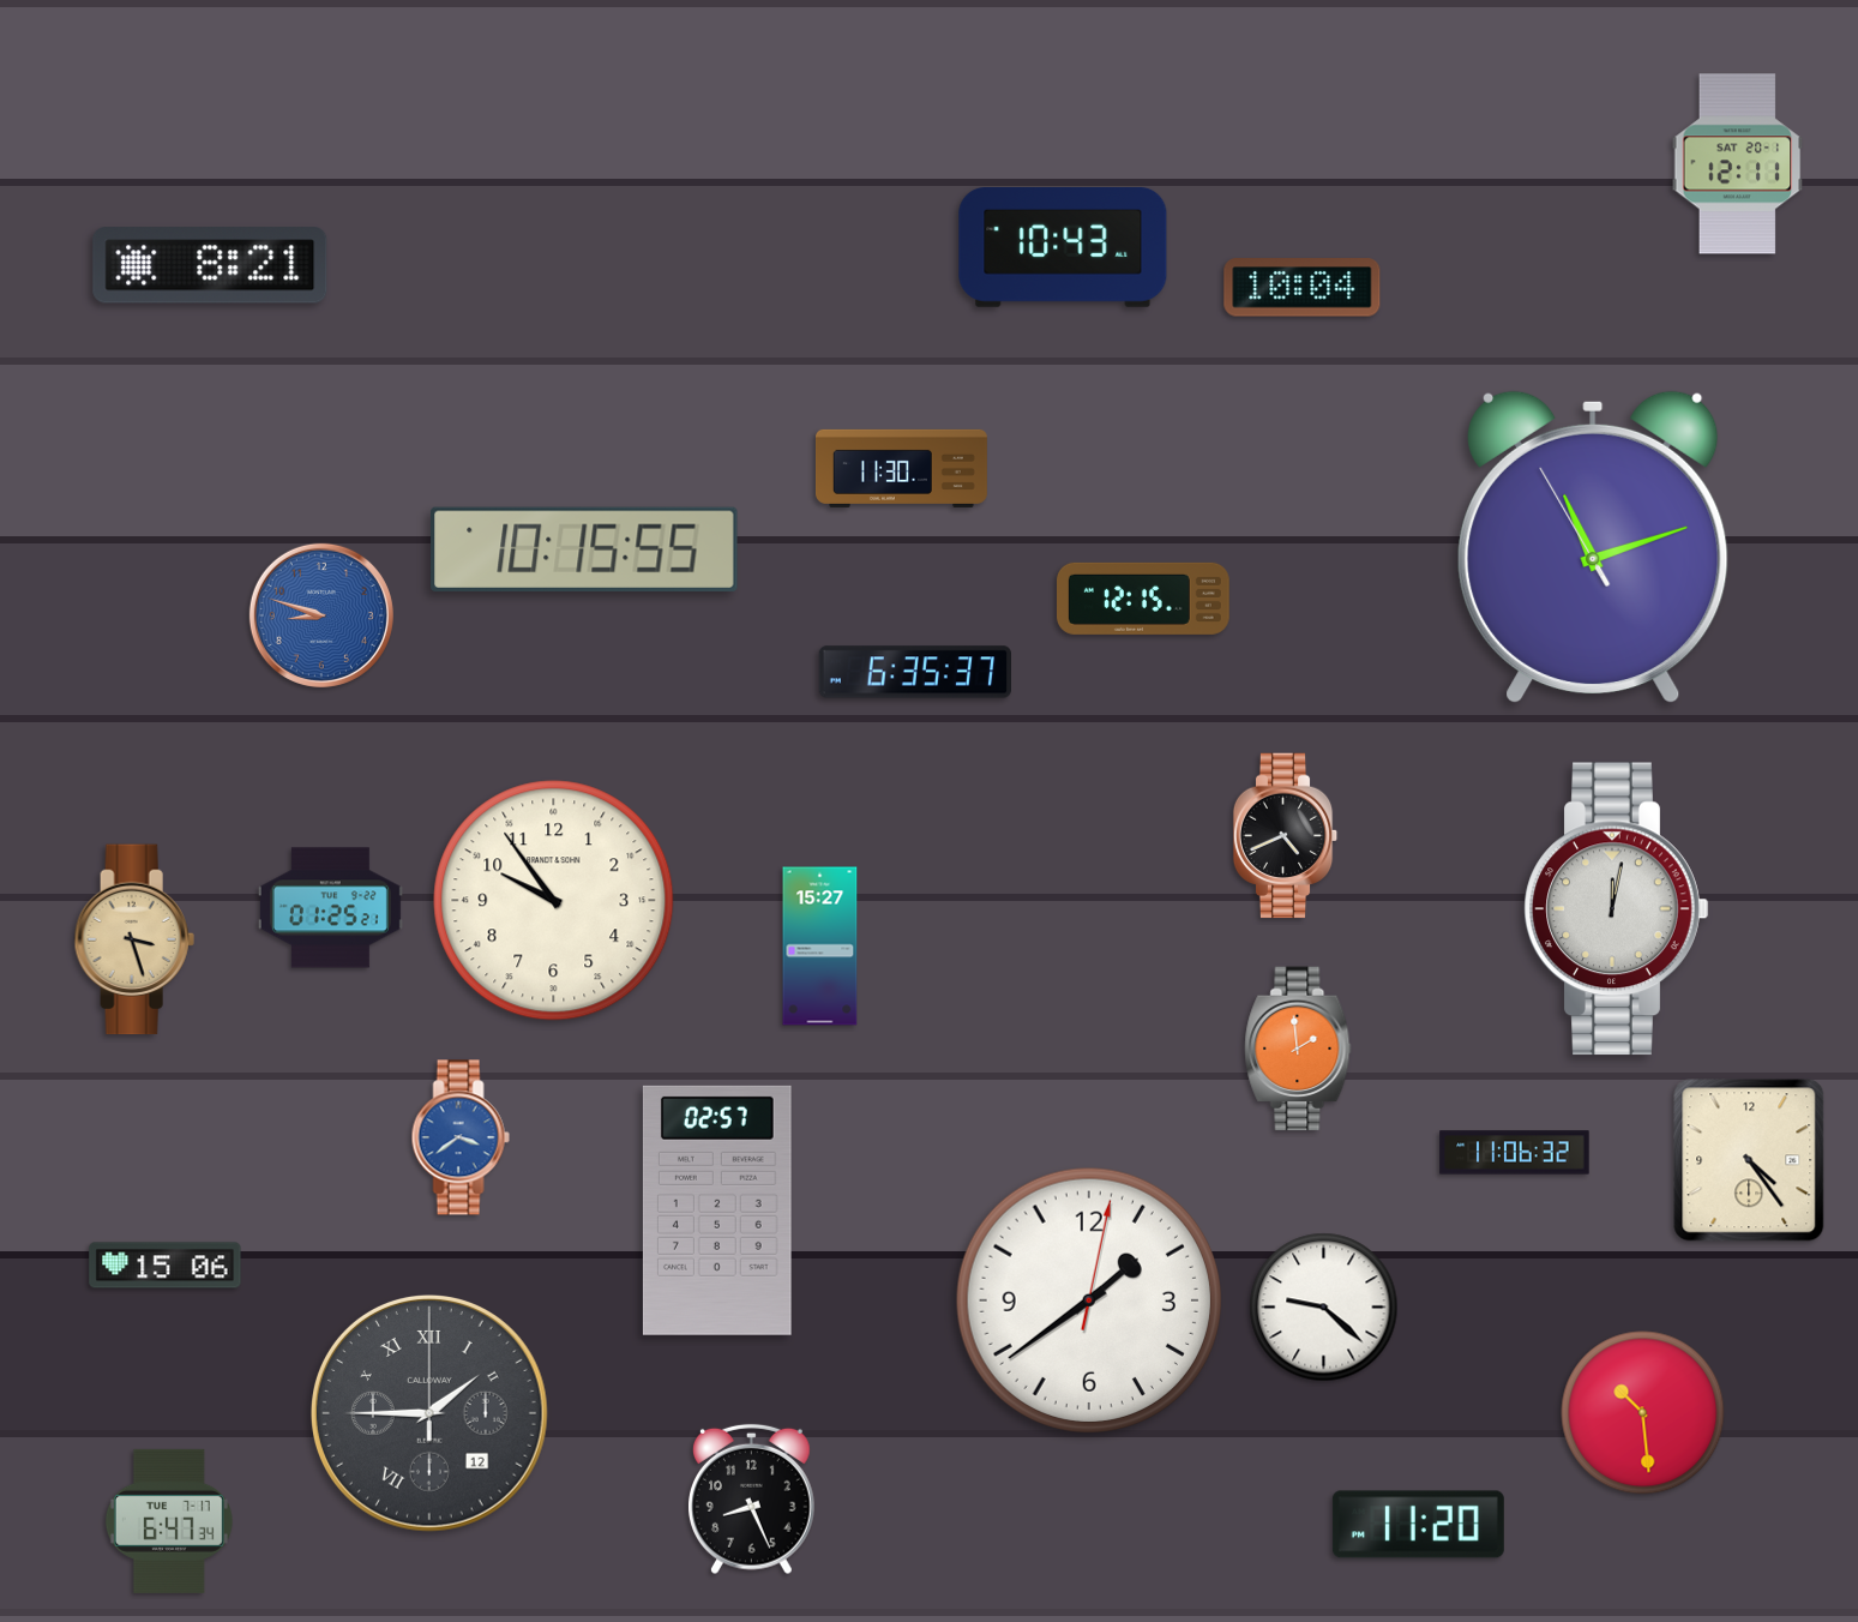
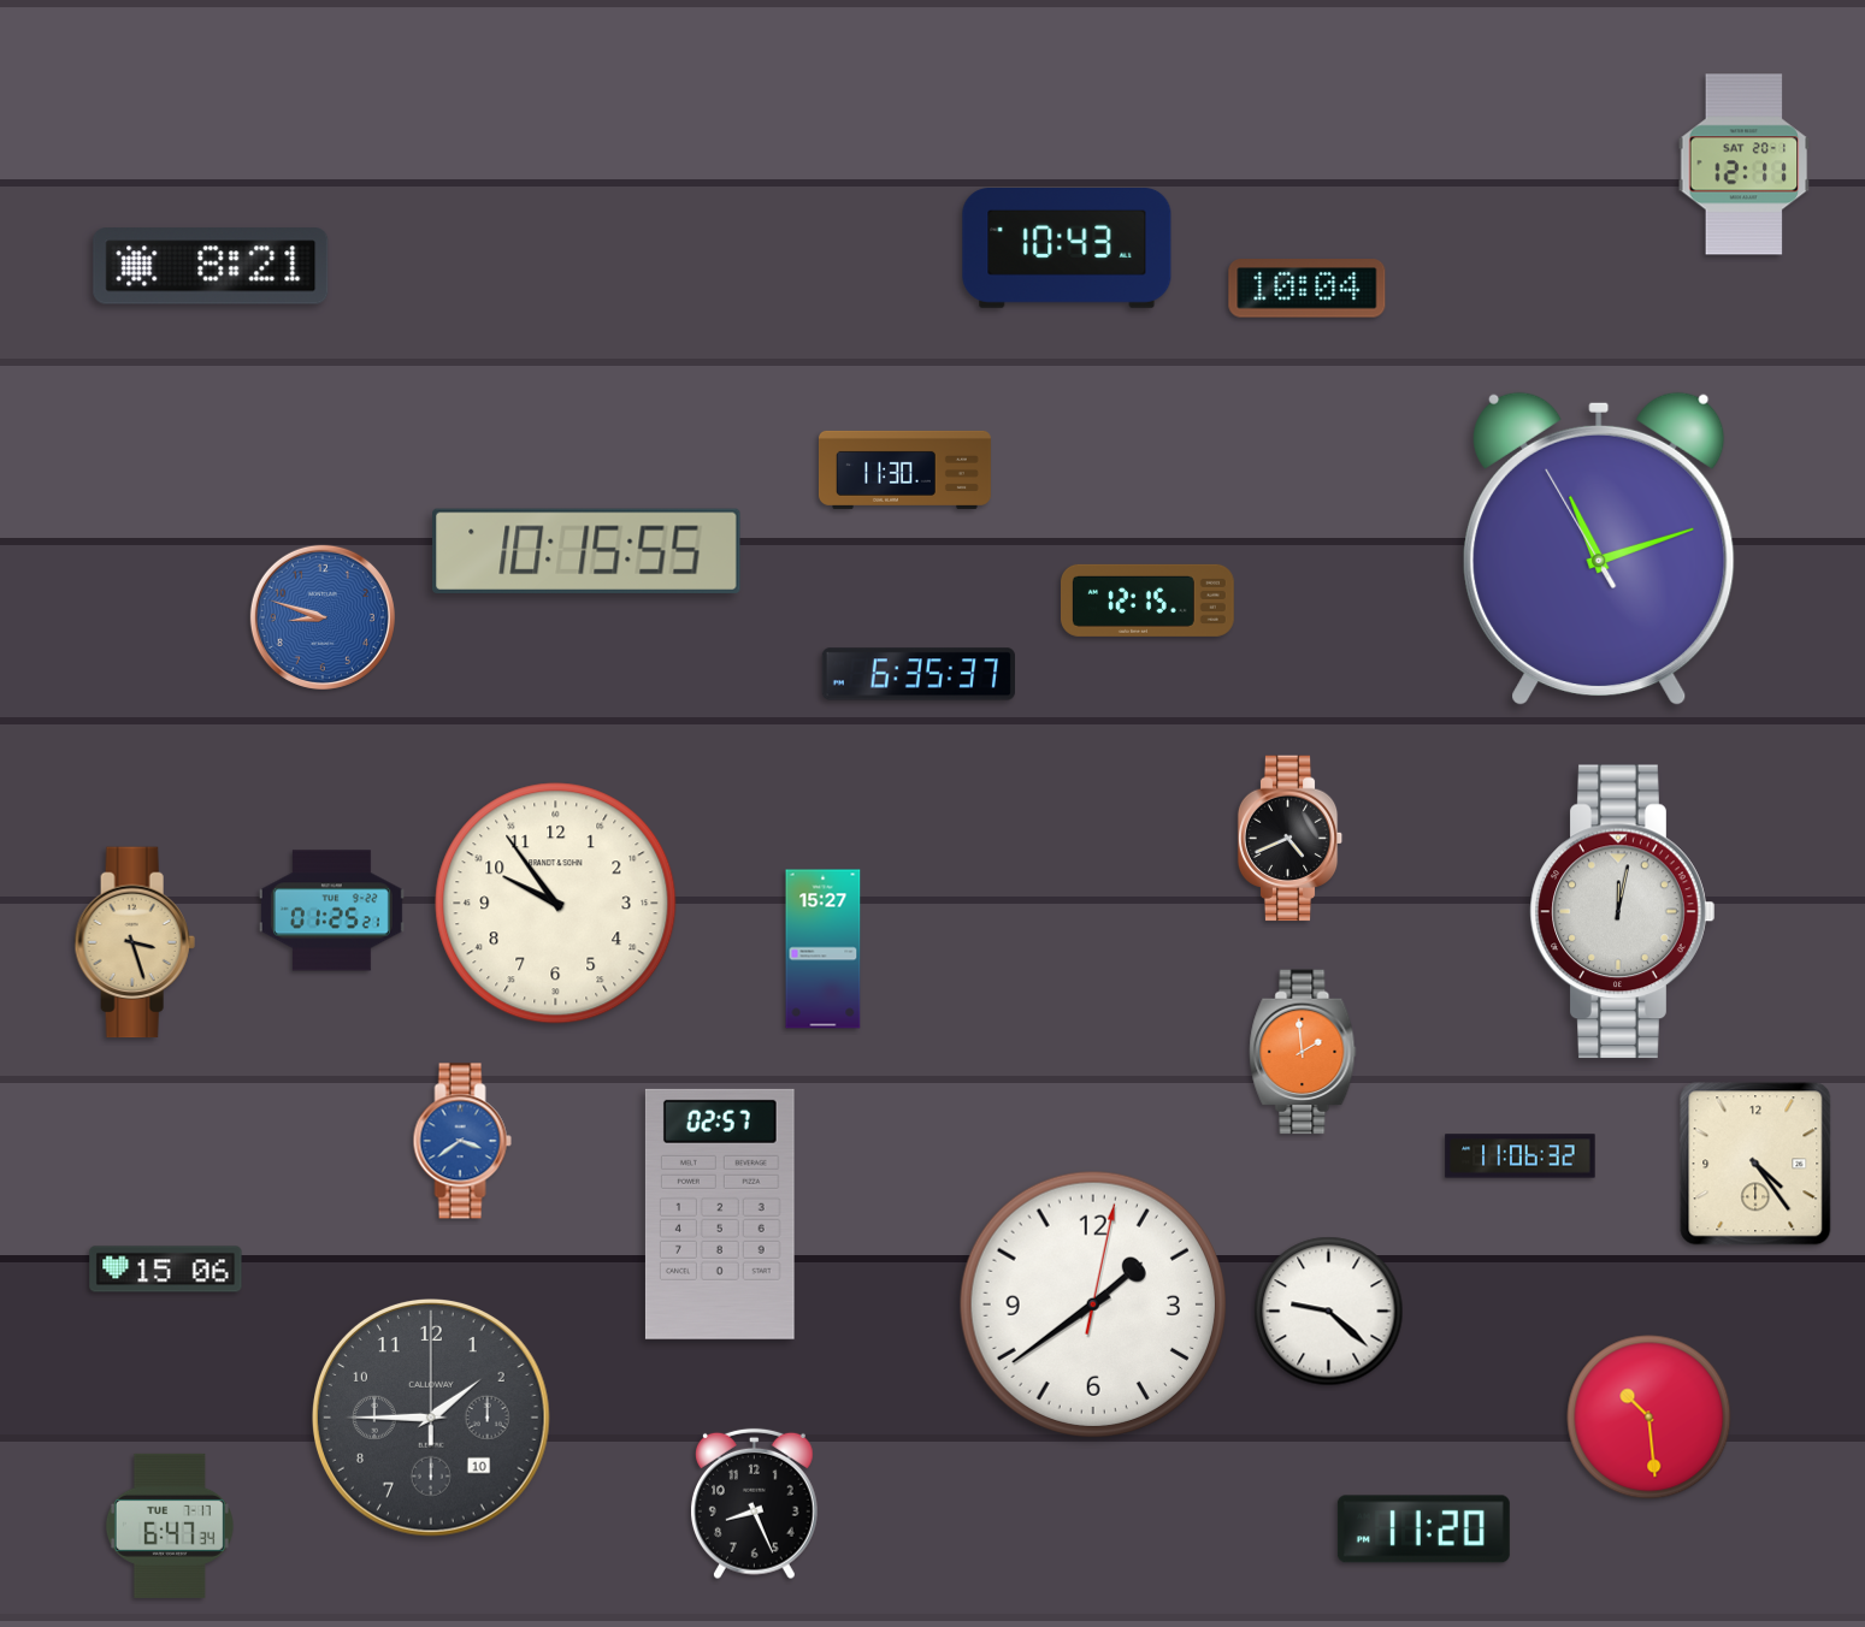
clock at (431, 1414) date: 12 -> 10
clock at (431, 1414) numerals: Roman -> Arabic
